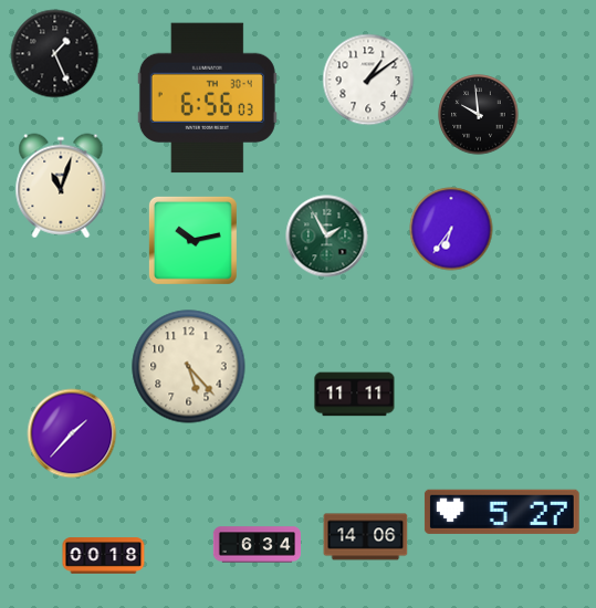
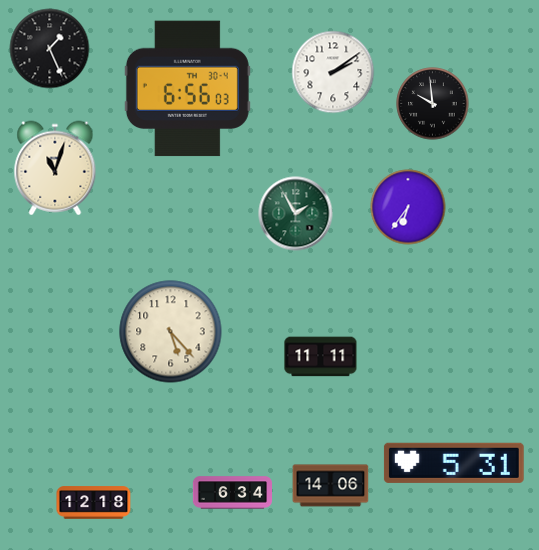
clock at (368, 80): 1:09 -> 2:09
clock at (192, 240): 10:13 -> none
clock at (72, 433): 1:37 -> none
clock at (502, 512): 5:27 -> 5:31
clock at (104, 556): 00:18 -> 12:18
